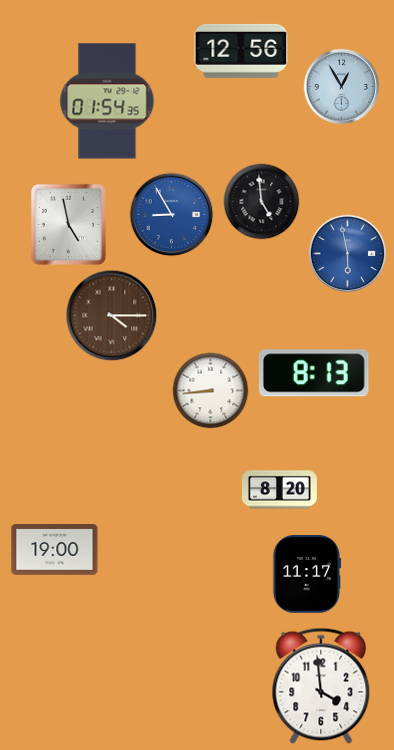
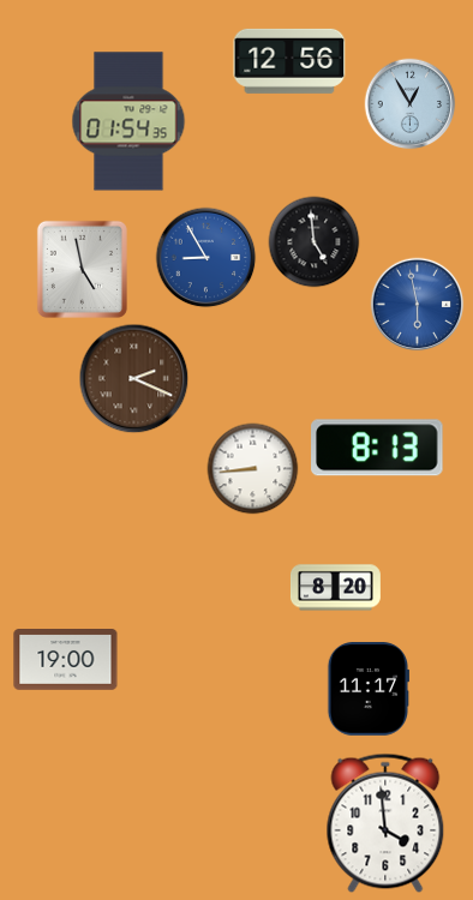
clock at (112, 316): 4:15 -> 2:19
